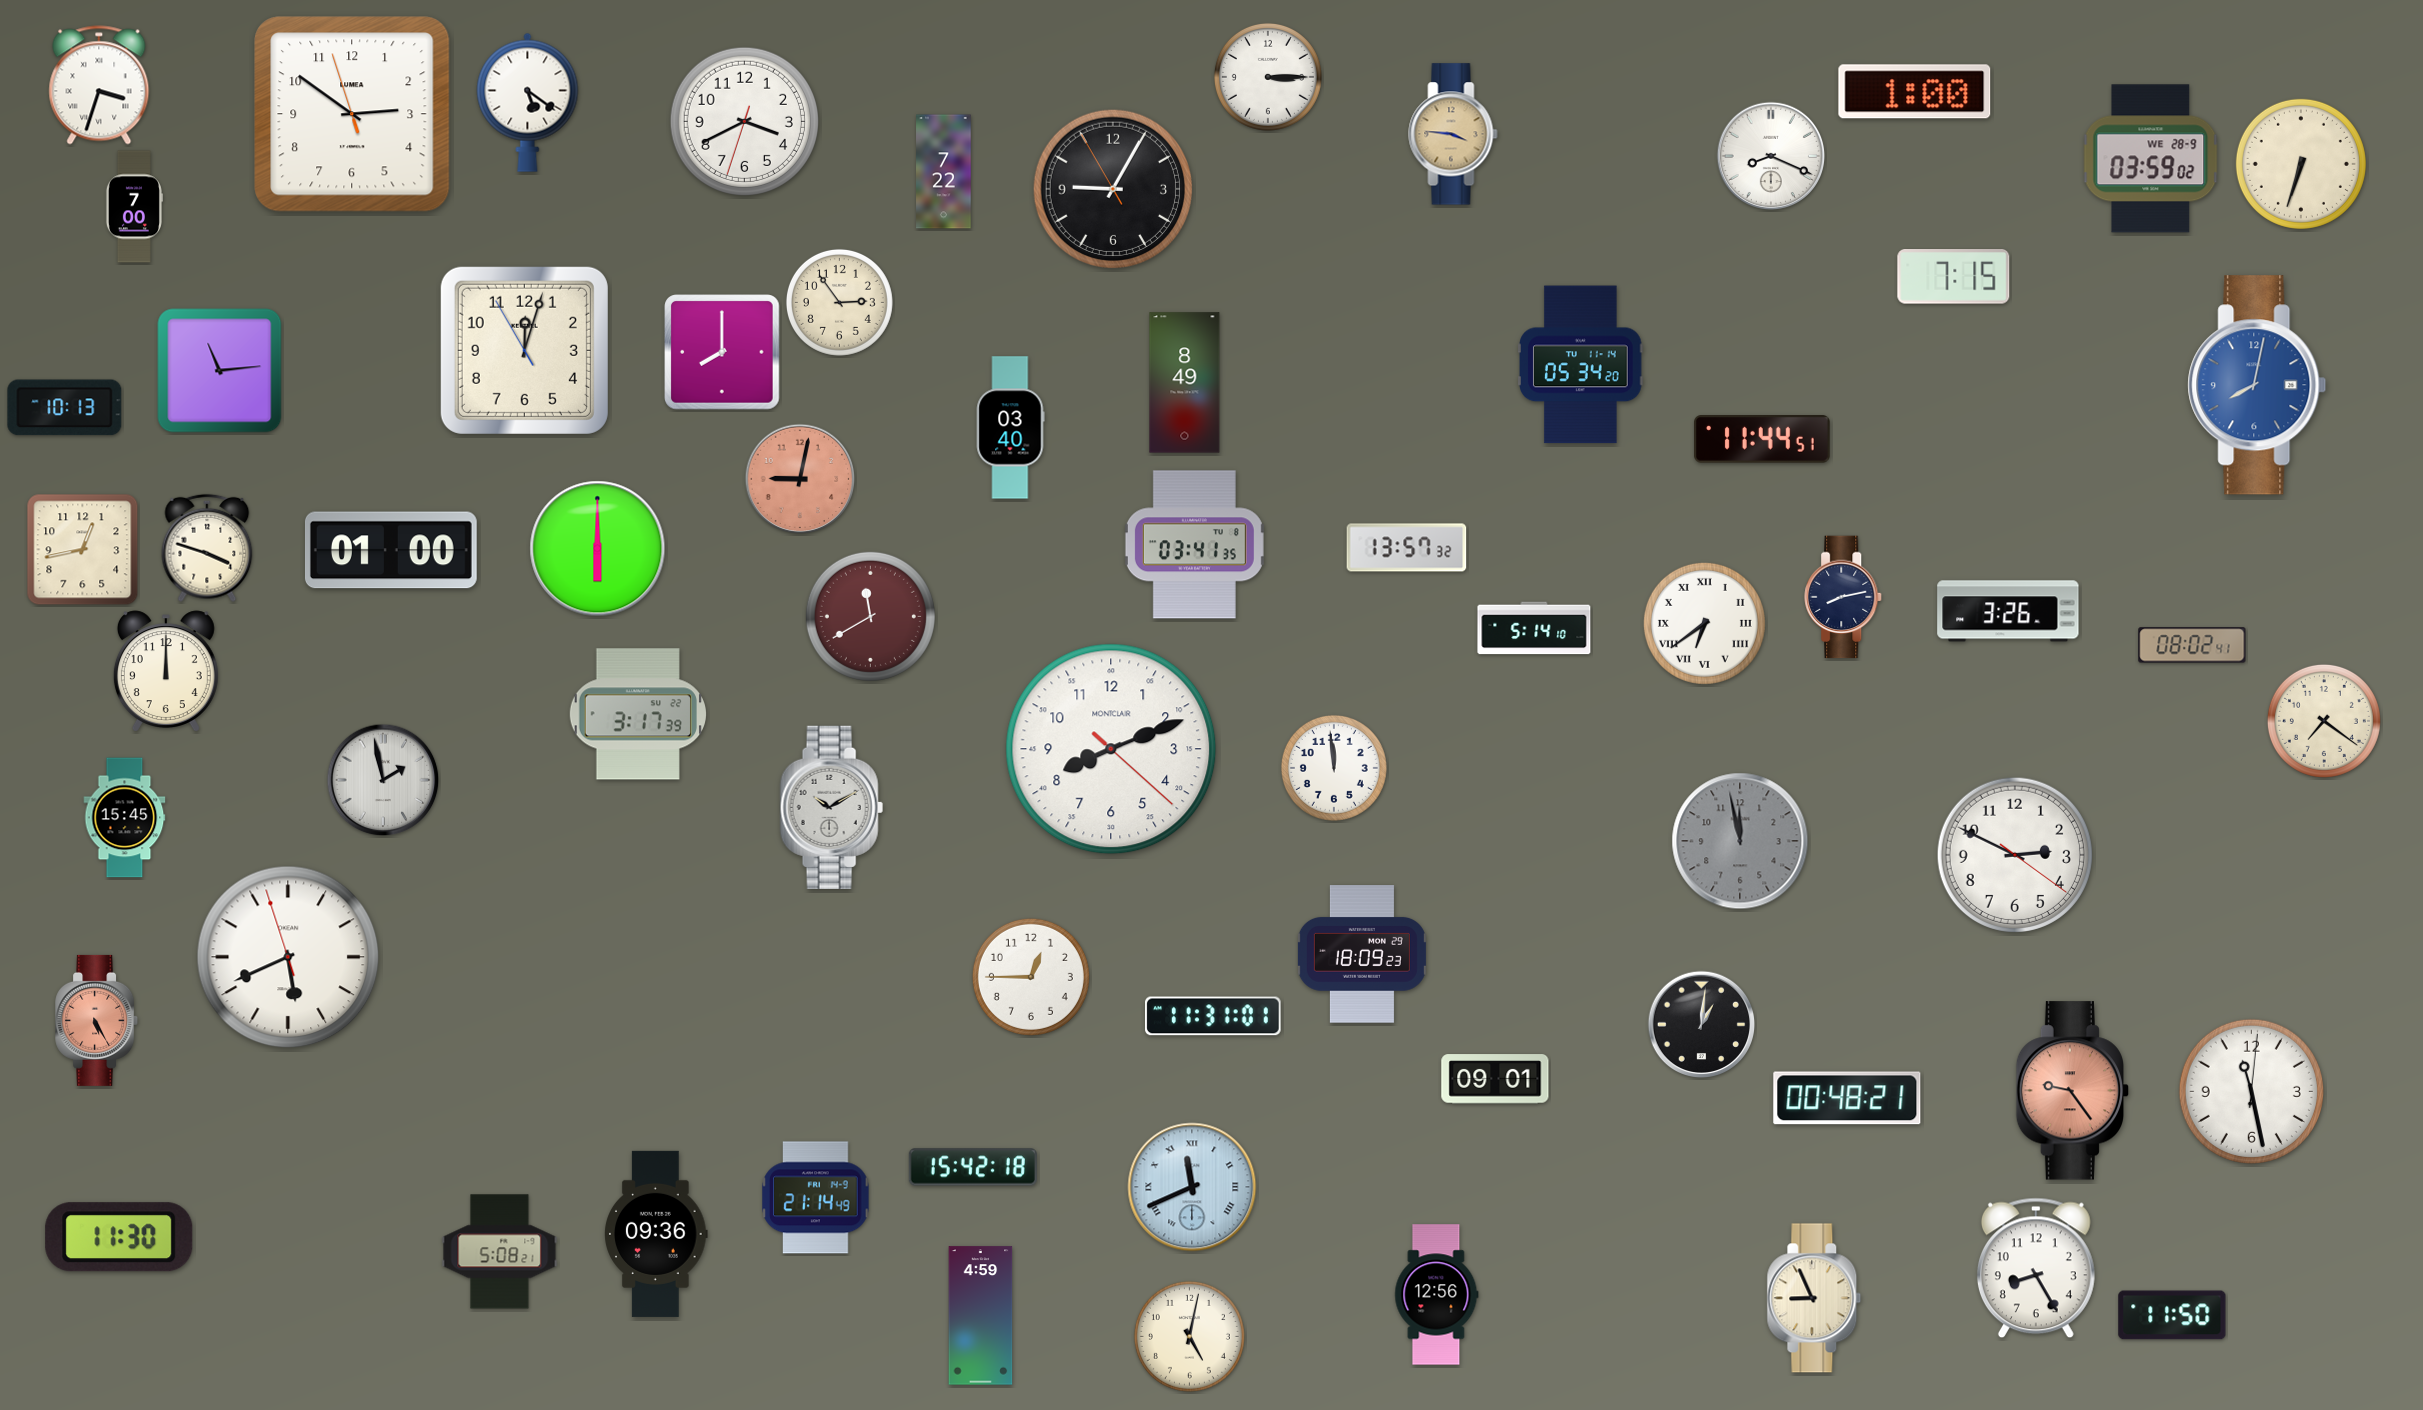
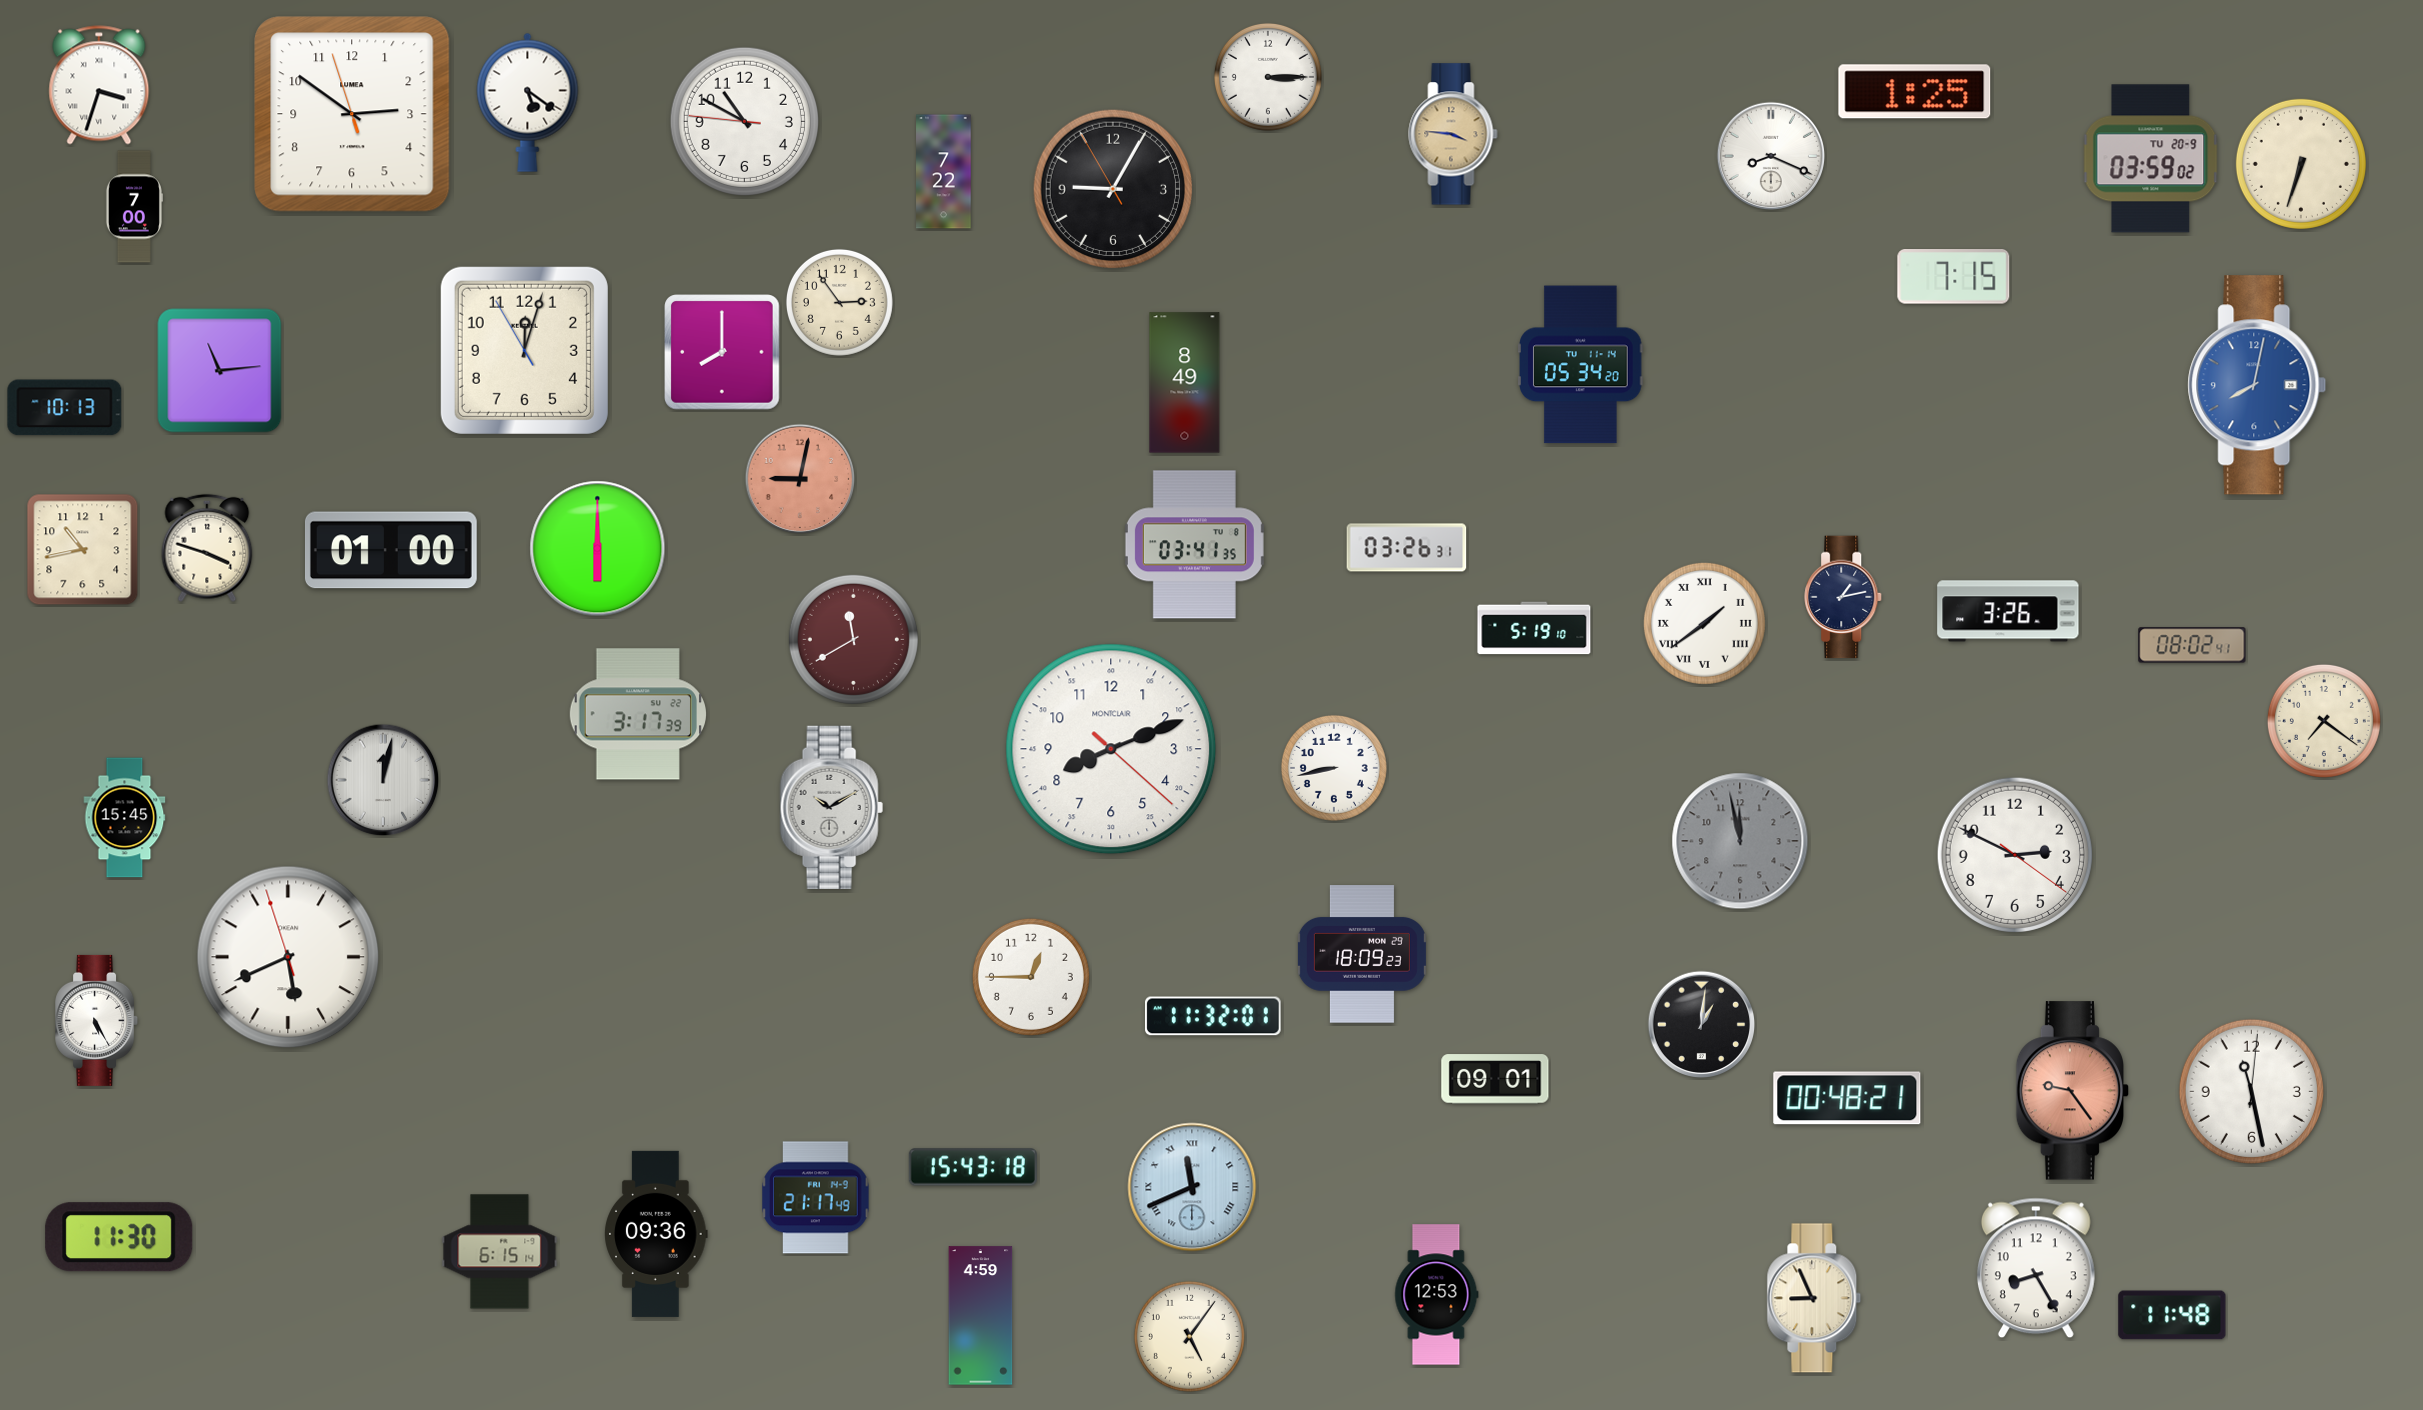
clock at (1915, 92): 1:00 -> 1:25
clock at (744, 121): 3:40 -> 10:49
clock at (2151, 159) date: WE 28-9 -> TU 20-9
clock at (1010, 428): 03:40 -> none
clock at (1763, 439): 11:44 -> none
clock at (1407, 548): 13:57 -> 03:26
clock at (83, 550): 12:43 -> 10:43
clock at (1844, 597): 8:13 -> 1:13
clock at (870, 616) position: (870, 616) -> (853, 639)
clock at (1704, 623): 6:39 -> 1:39
clock at (1534, 628): 5:14 -> 5:19
clock at (166, 671): 12:00 -> none
clock at (1334, 768): 11:59 -> 8:43
clock at (383, 780): 1:58 -> 12:02
clock at (1214, 1016): 11:31 -> 11:32
clock at (97, 1020) dial: salmon -> white
clock at (973, 1167): 15:42 -> 15:43
clock at (816, 1198): 21:14 -> 21:17
clock at (500, 1252): 5:08 -> 6:15
clock at (1437, 1295): 12:56 -> 12:53
clock at (2172, 1315): 11:50 -> 11:48
clock at (1189, 1336): 5:02 -> 5:06
